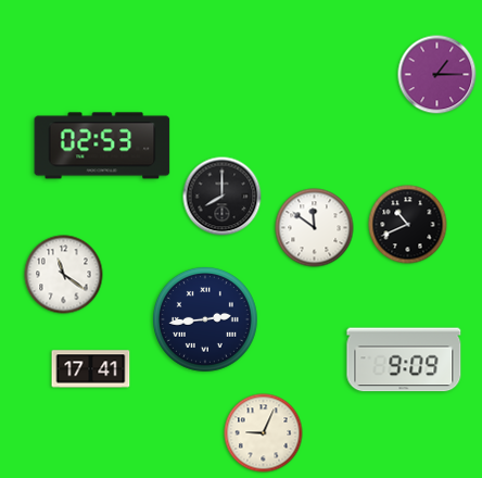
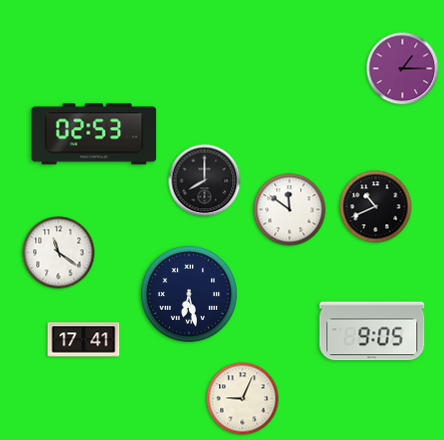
clock at (205, 319): 2:44 -> 6:28
clock at (404, 360): 9:09 -> 9:05
